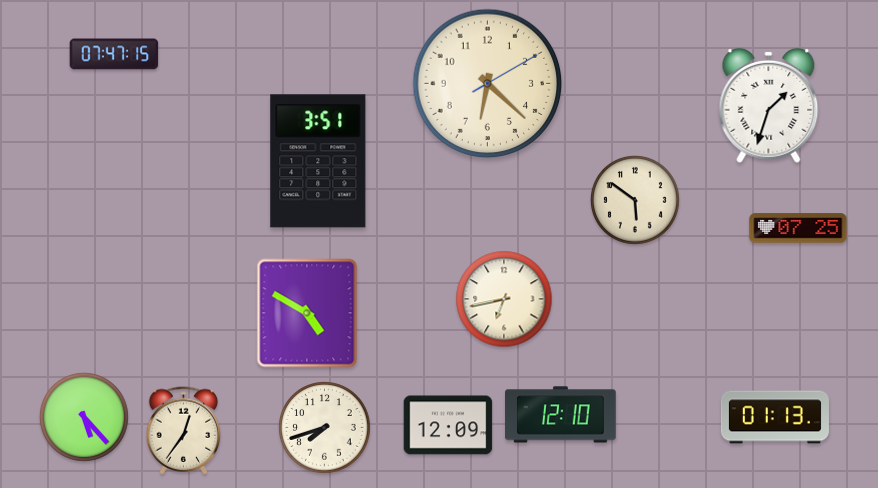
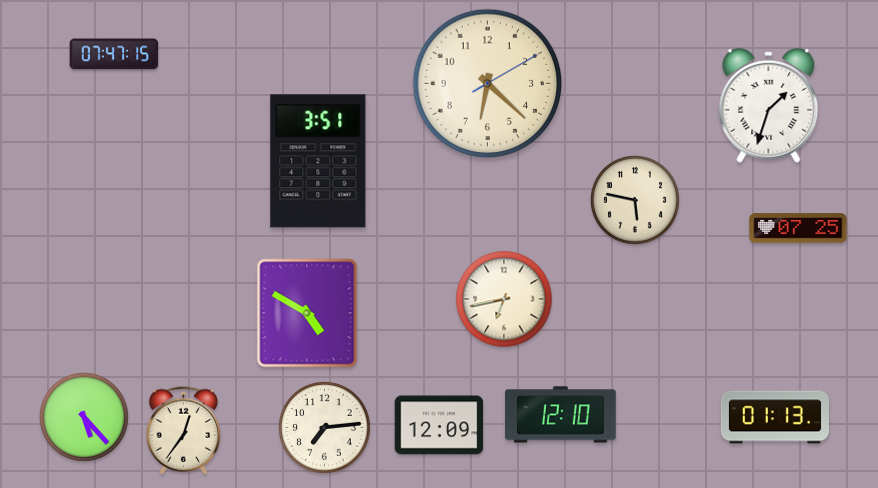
clock at (635, 200): 5:51 -> 5:47
clock at (448, 425) position: (448, 425) -> (439, 425)
clock at (325, 428): 7:42 -> 7:14
